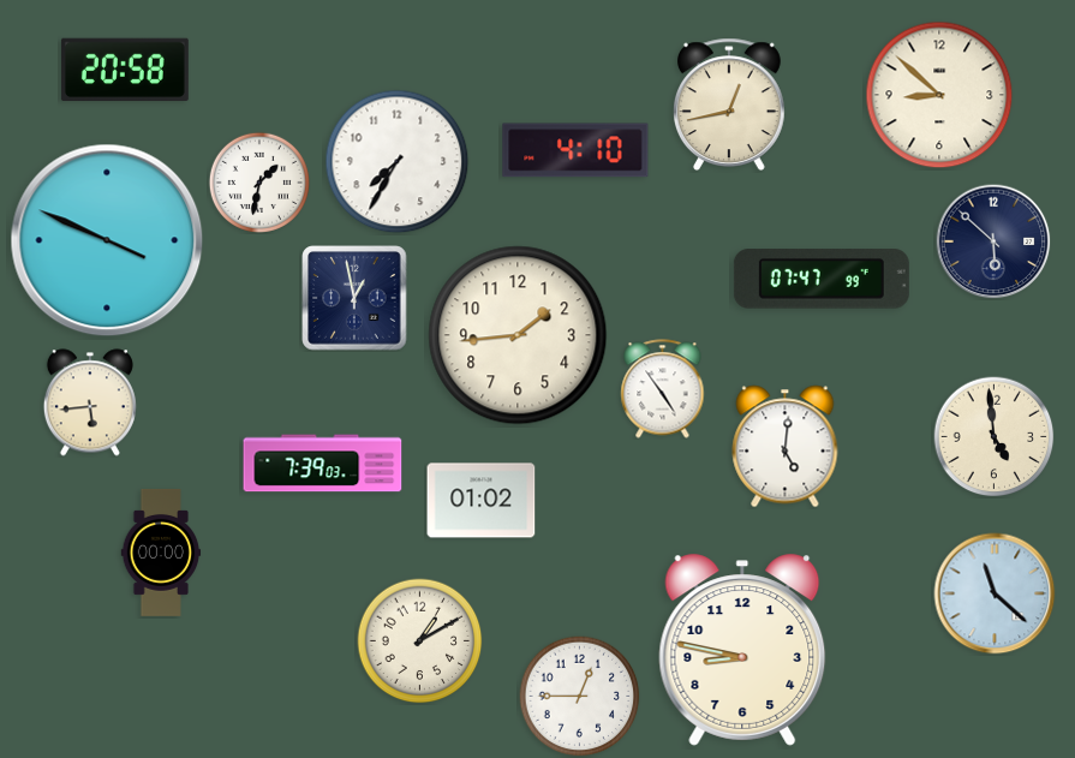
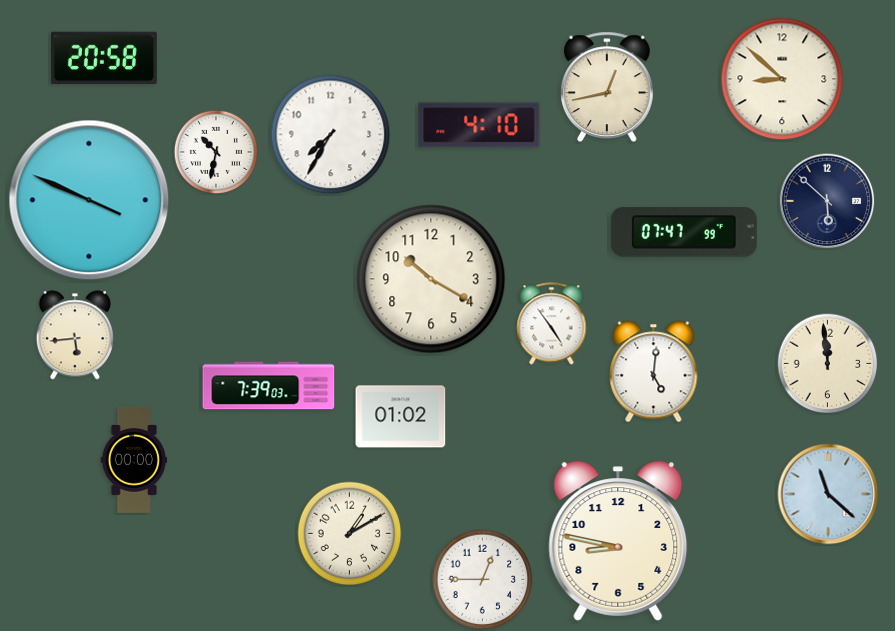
clock at (259, 183): 1:32 -> 10:32
clock at (354, 298): 12:58 -> none
clock at (518, 335): 1:44 -> 10:20
clock at (995, 437): 4:59 -> 11:59
